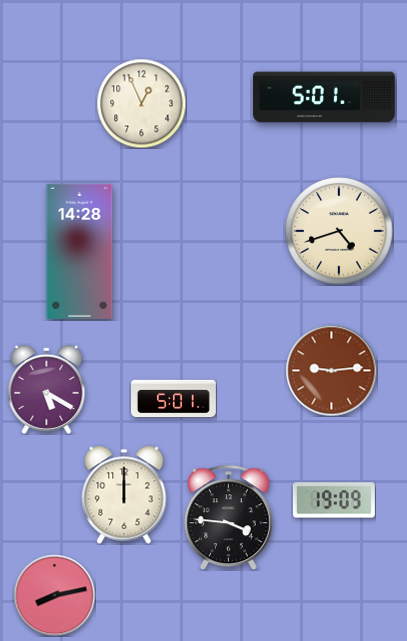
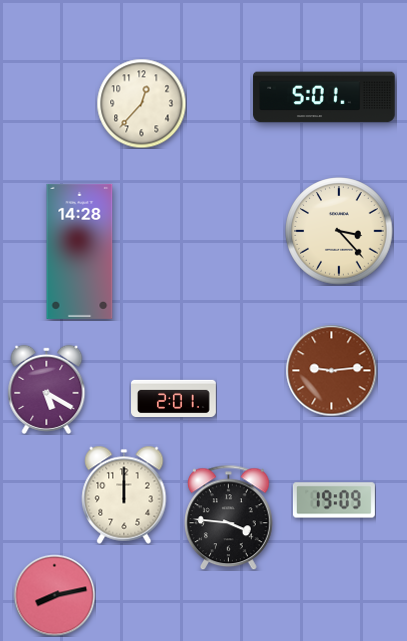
clock at (141, 103): 12:56 -> 12:37
clock at (339, 231): 4:42 -> 3:23
clock at (174, 398): 5:01 -> 2:01
